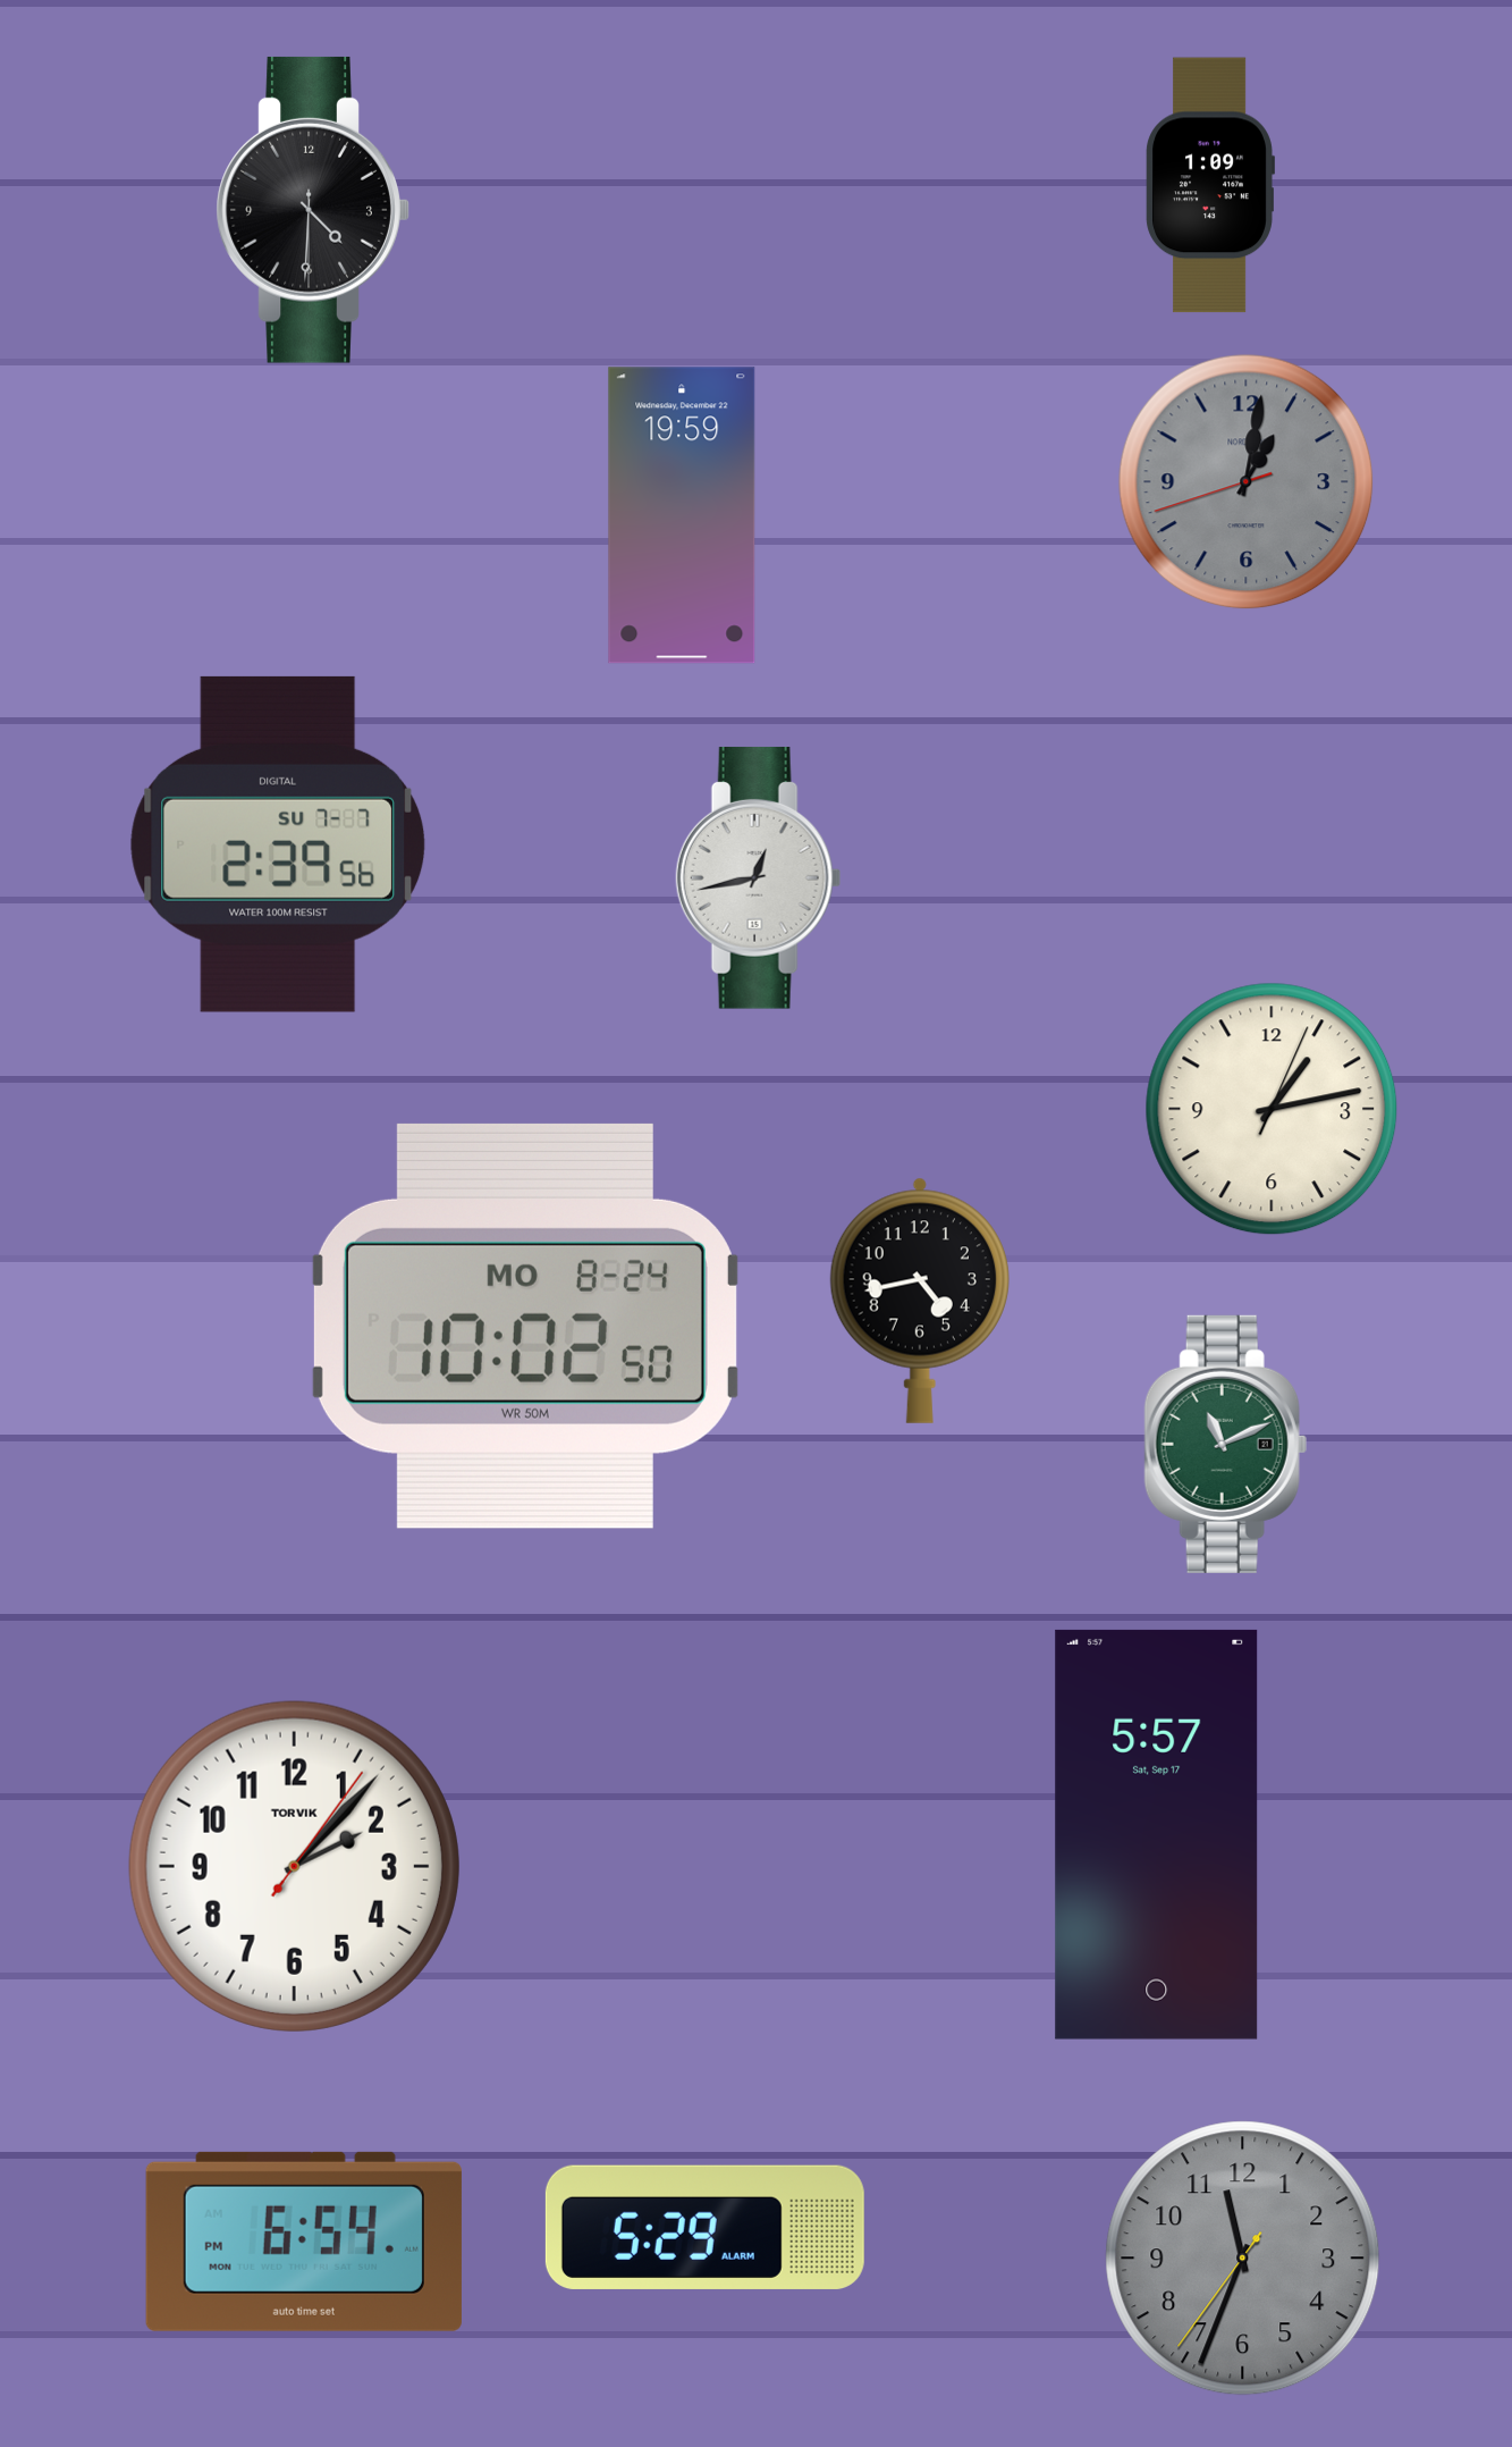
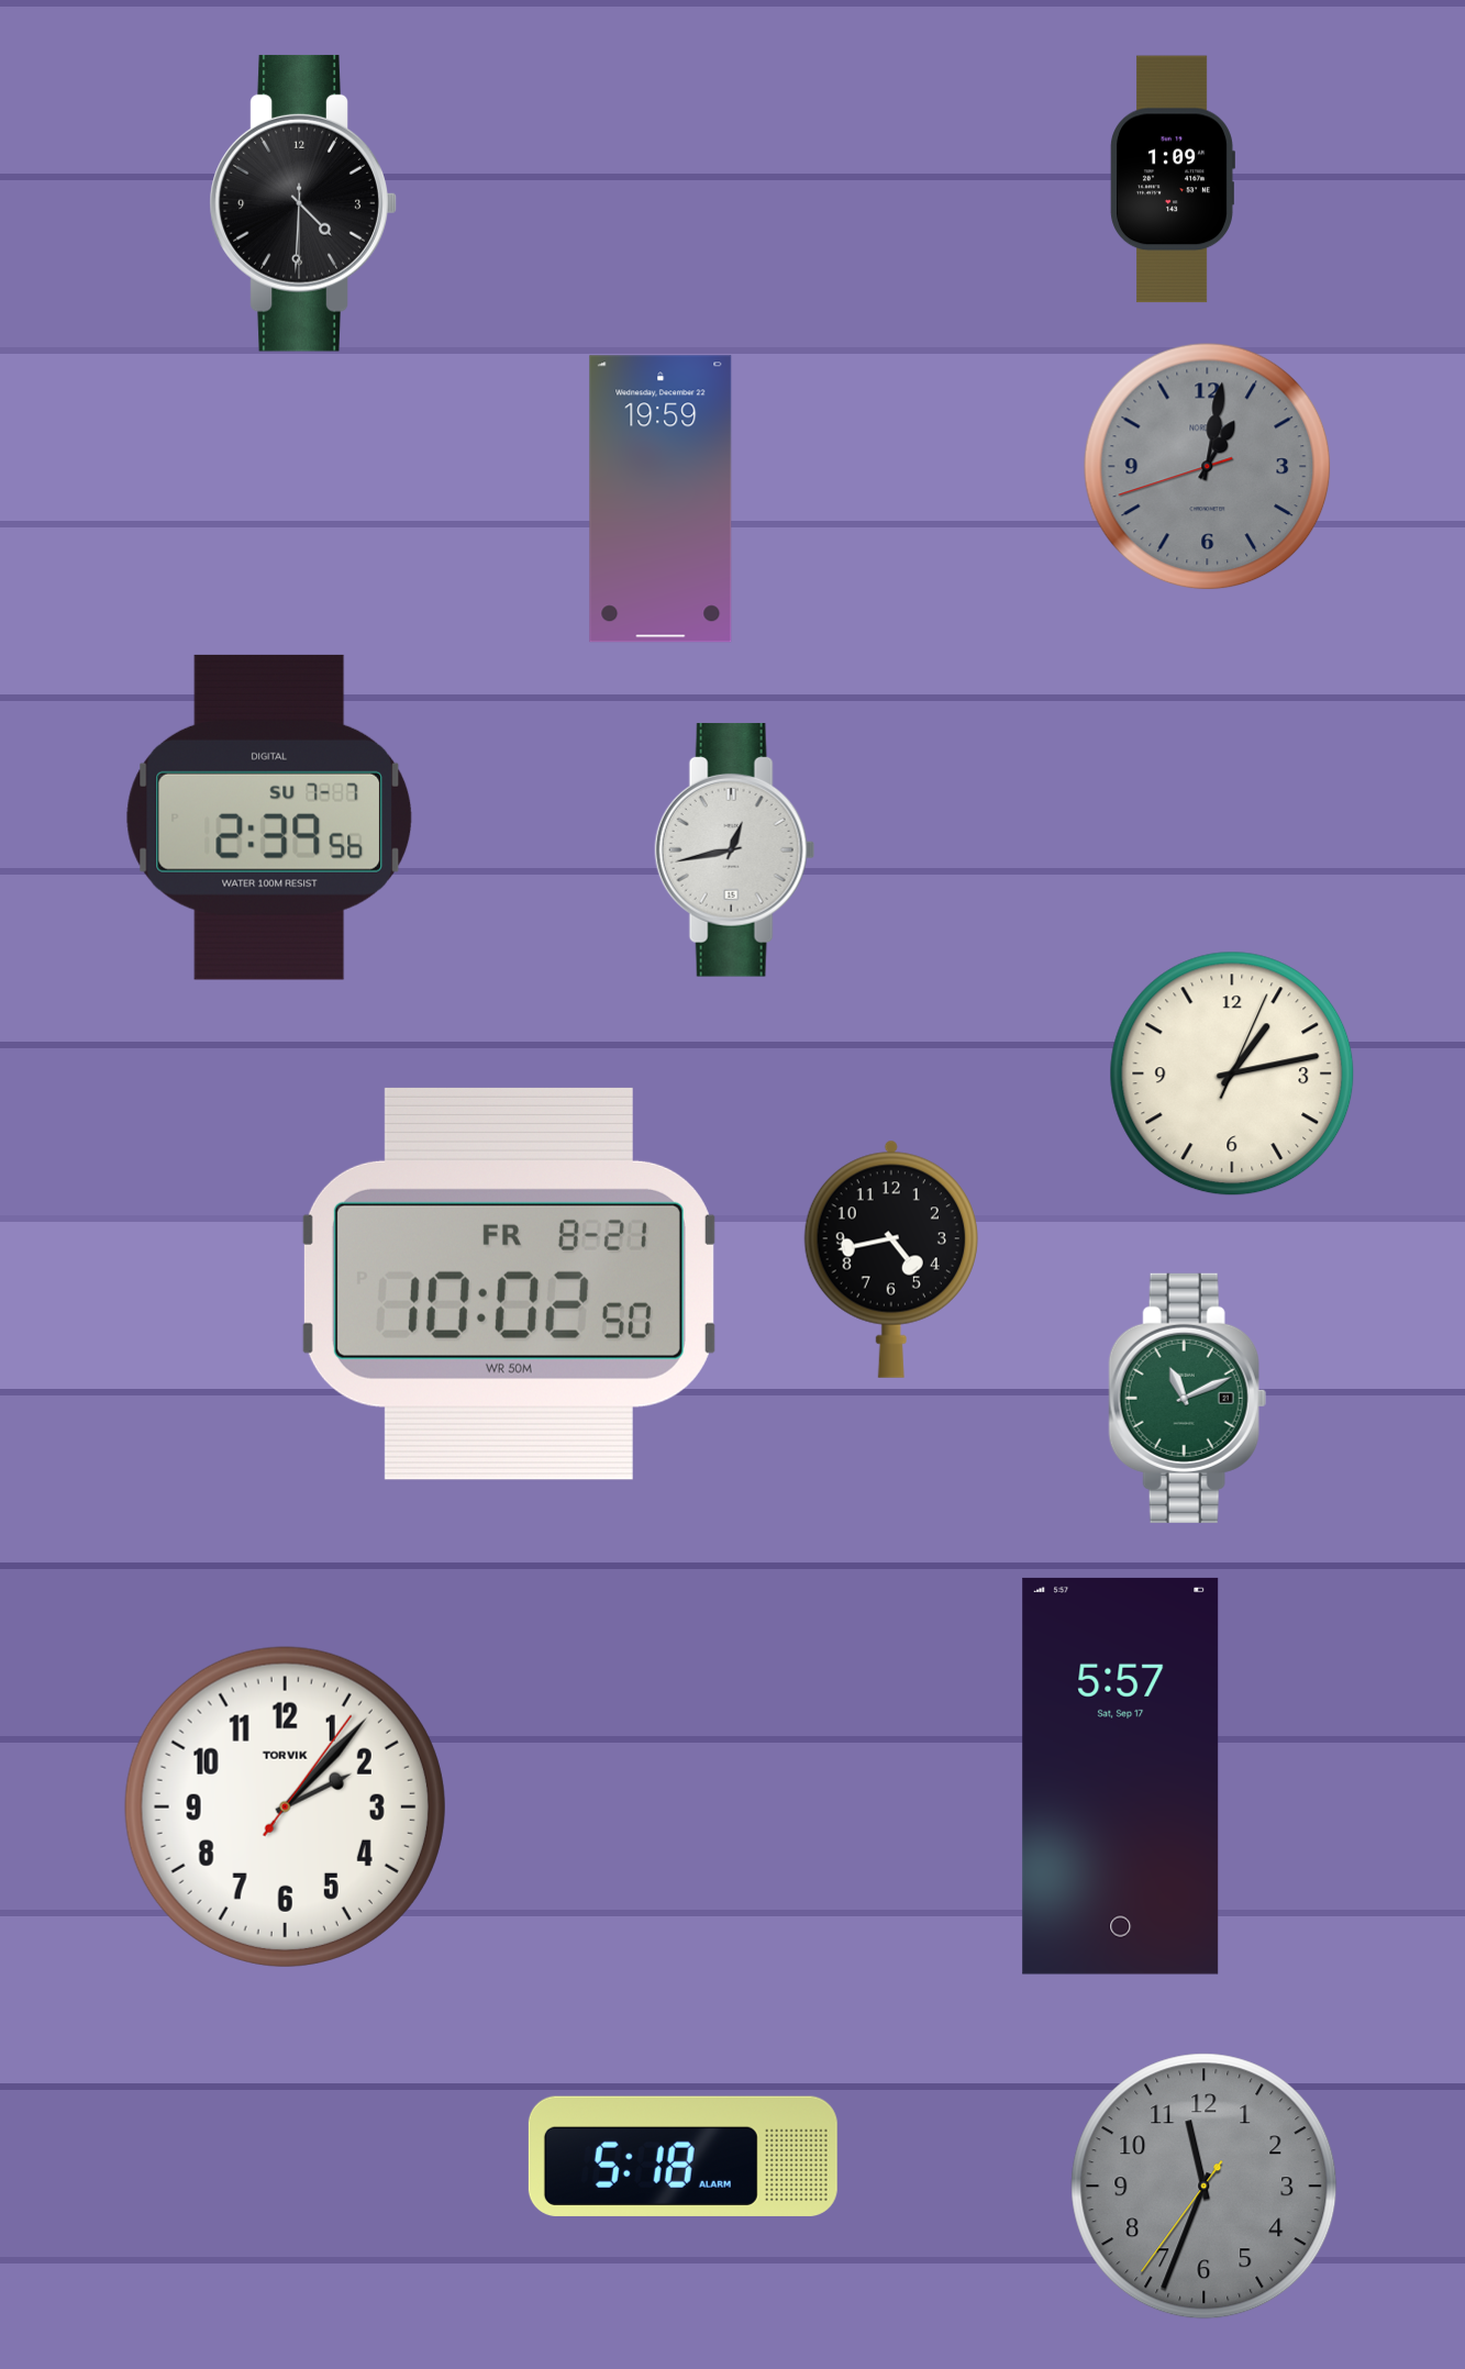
clock at (525, 1326) date: MO 8-24 -> FR 8-21
clock at (704, 2227): 5:29 -> 5:18
clock at (304, 2242): 6:54 -> none
